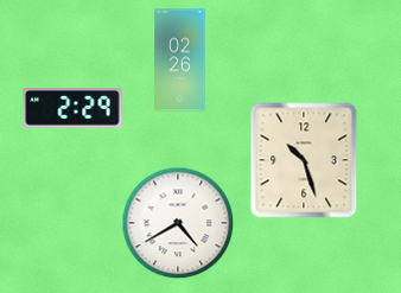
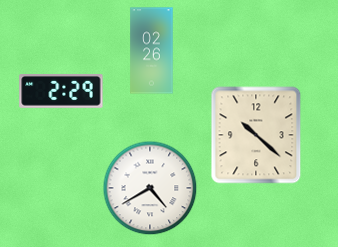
clock at (304, 160): 10:27 -> 10:22
